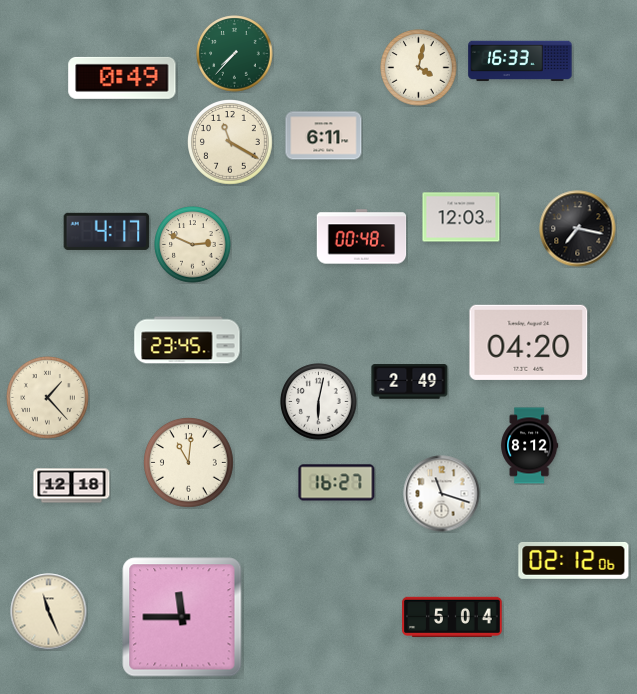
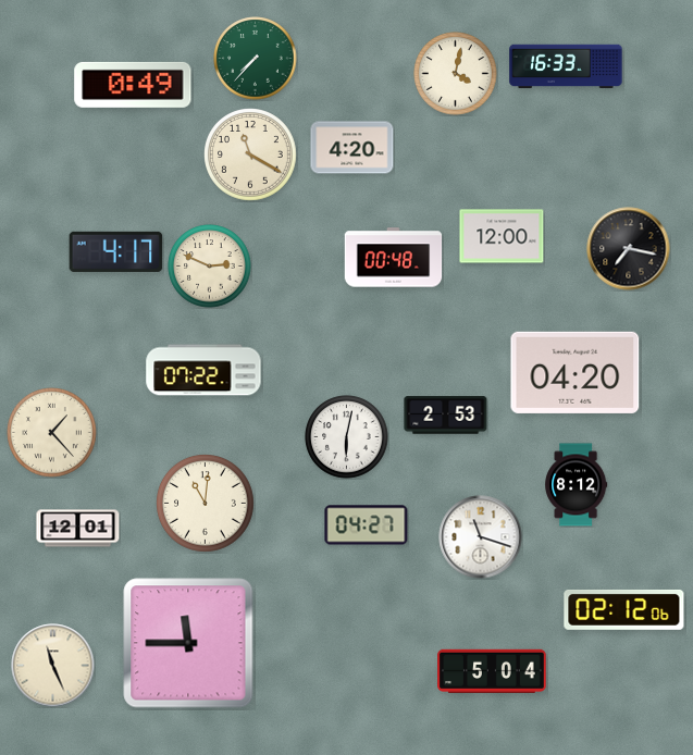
clock at (324, 136): 6:11 -> 4:20
clock at (461, 217): 12:03 -> 12:00
clock at (187, 340): 23:45 -> 07:22
clock at (410, 382): 2:49 -> 2:53
clock at (337, 483): 16:27 -> 04:27
clock at (72, 486): 12:18 -> 12:01
clock at (182, 617) position: (182, 617) -> (188, 643)
